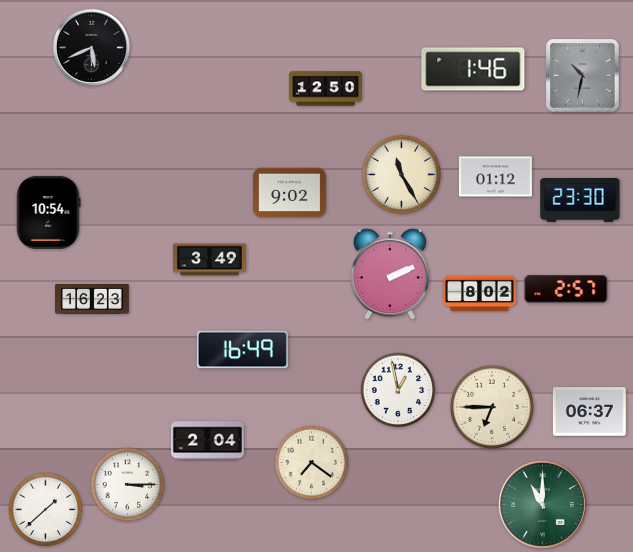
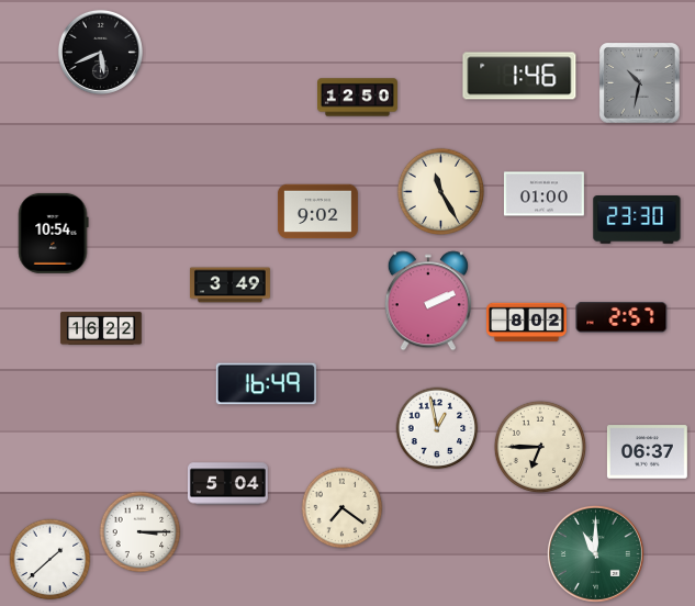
clock at (495, 177): 01:12 -> 01:00
clock at (92, 299): 16:23 -> 16:22
clock at (207, 441): 2:04 -> 5:04
